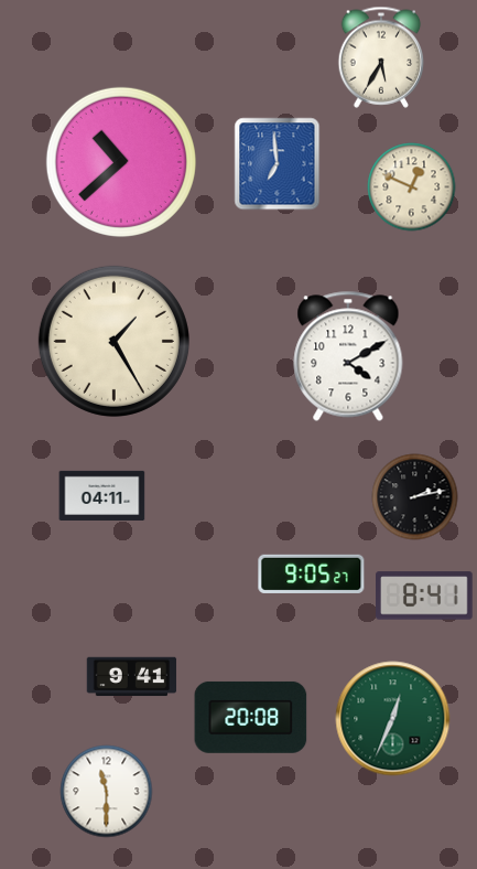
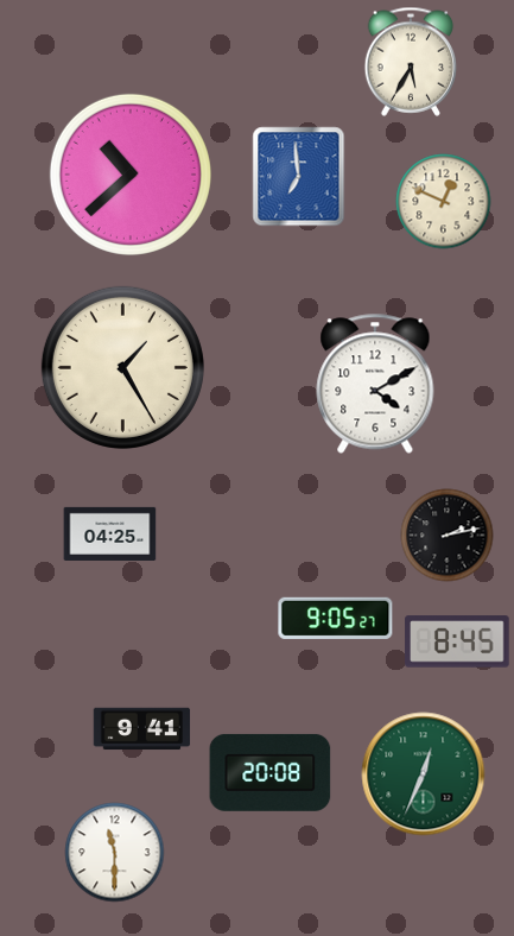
clock at (102, 495): 04:11 -> 04:25
clock at (424, 596): 8:41 -> 8:45
